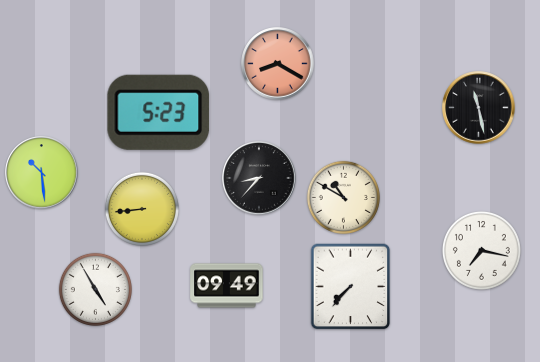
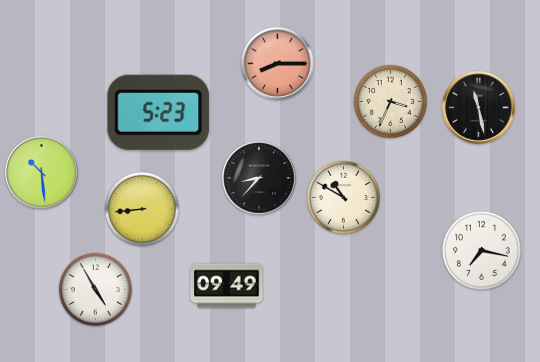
clock at (278, 64): 8:20 -> 8:15
clock at (390, 101): none -> 3:34
clock at (351, 287): 7:37 -> none
